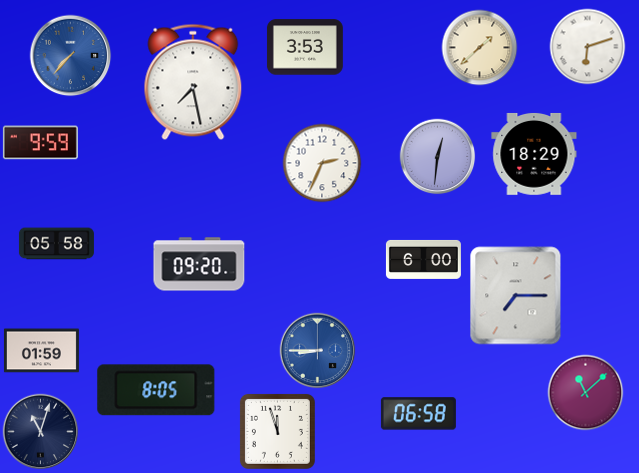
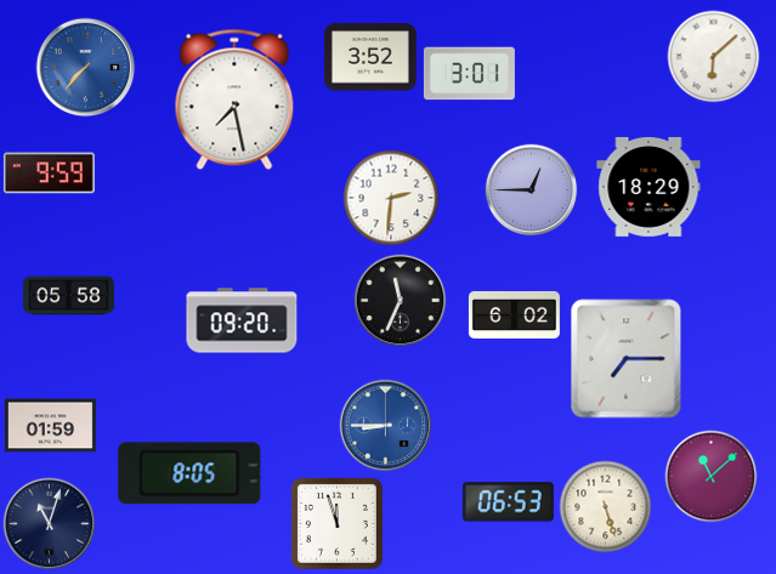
clock at (305, 47): 3:53 -> 3:52
clock at (588, 47): 6:12 -> 6:08
clock at (480, 48): 1:38 -> none
clock at (469, 74): none -> 3:01
clock at (438, 157): 12:31 -> 12:45
clock at (322, 163): 2:34 -> 2:31
clock at (401, 301): none -> 11:34
clock at (423, 259): 6:00 -> 6:02
clock at (418, 414): 06:58 -> 06:53
clock at (606, 507): none -> 5:27
